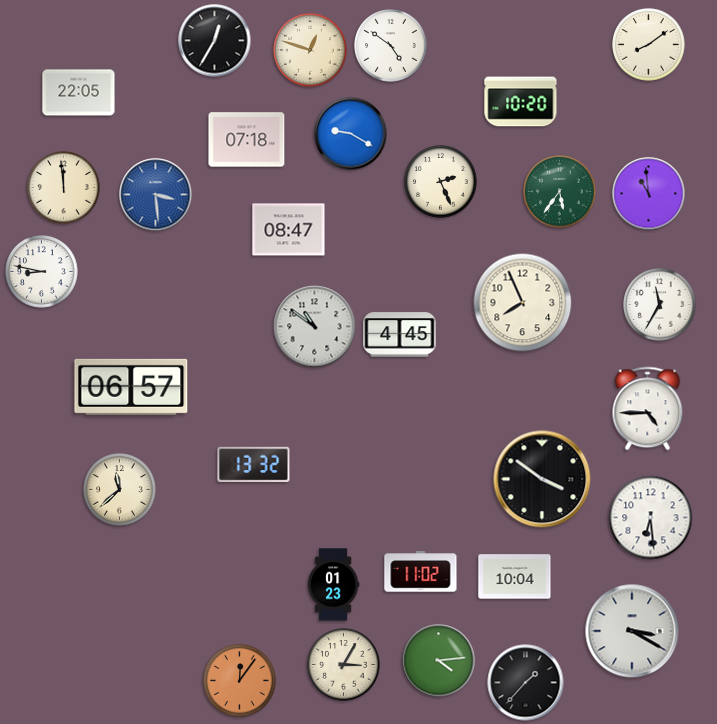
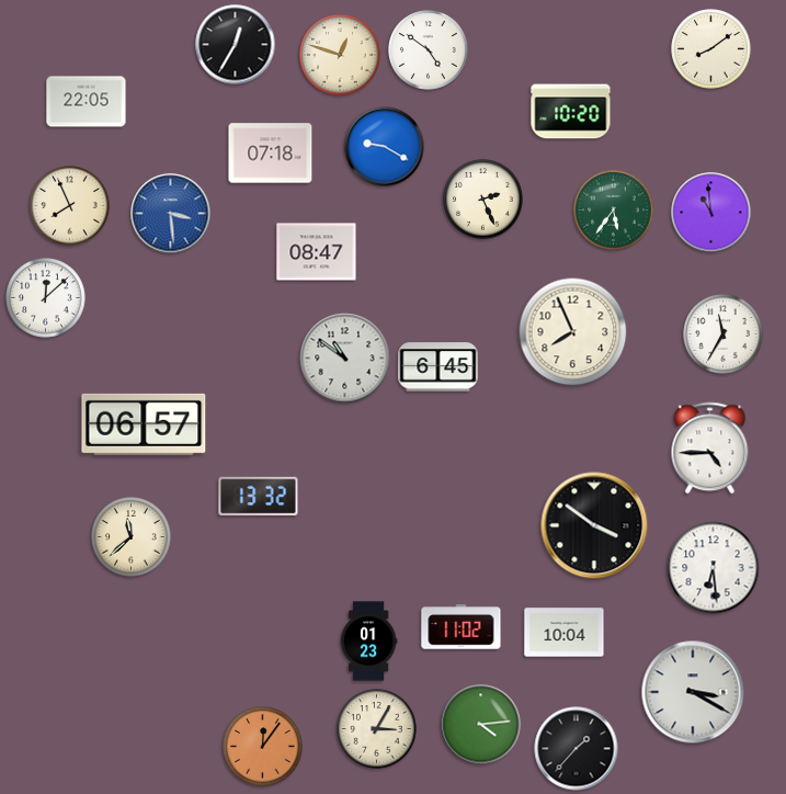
clock at (64, 188): 11:59 -> 7:56
clock at (42, 272): 8:47 -> 12:08
clock at (400, 335): 4:45 -> 6:45
clock at (254, 465) position: (254, 465) -> (259, 497)
clock at (333, 585) position: (333, 585) -> (368, 642)
